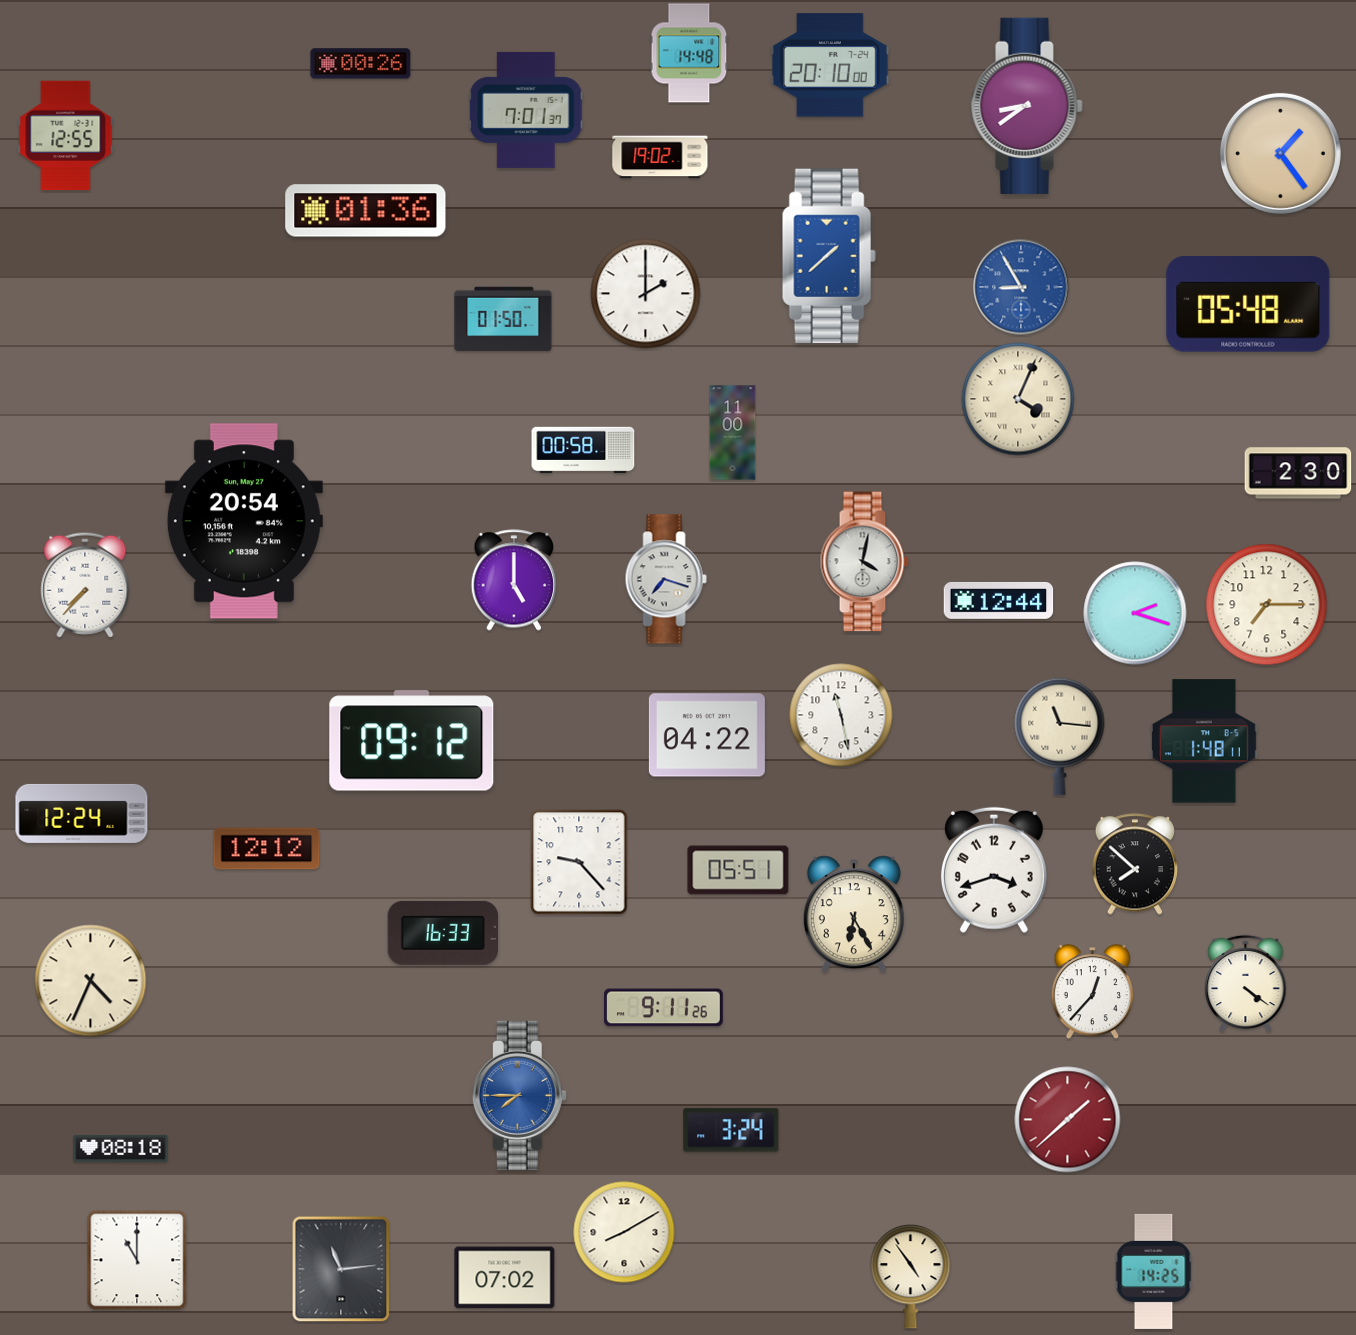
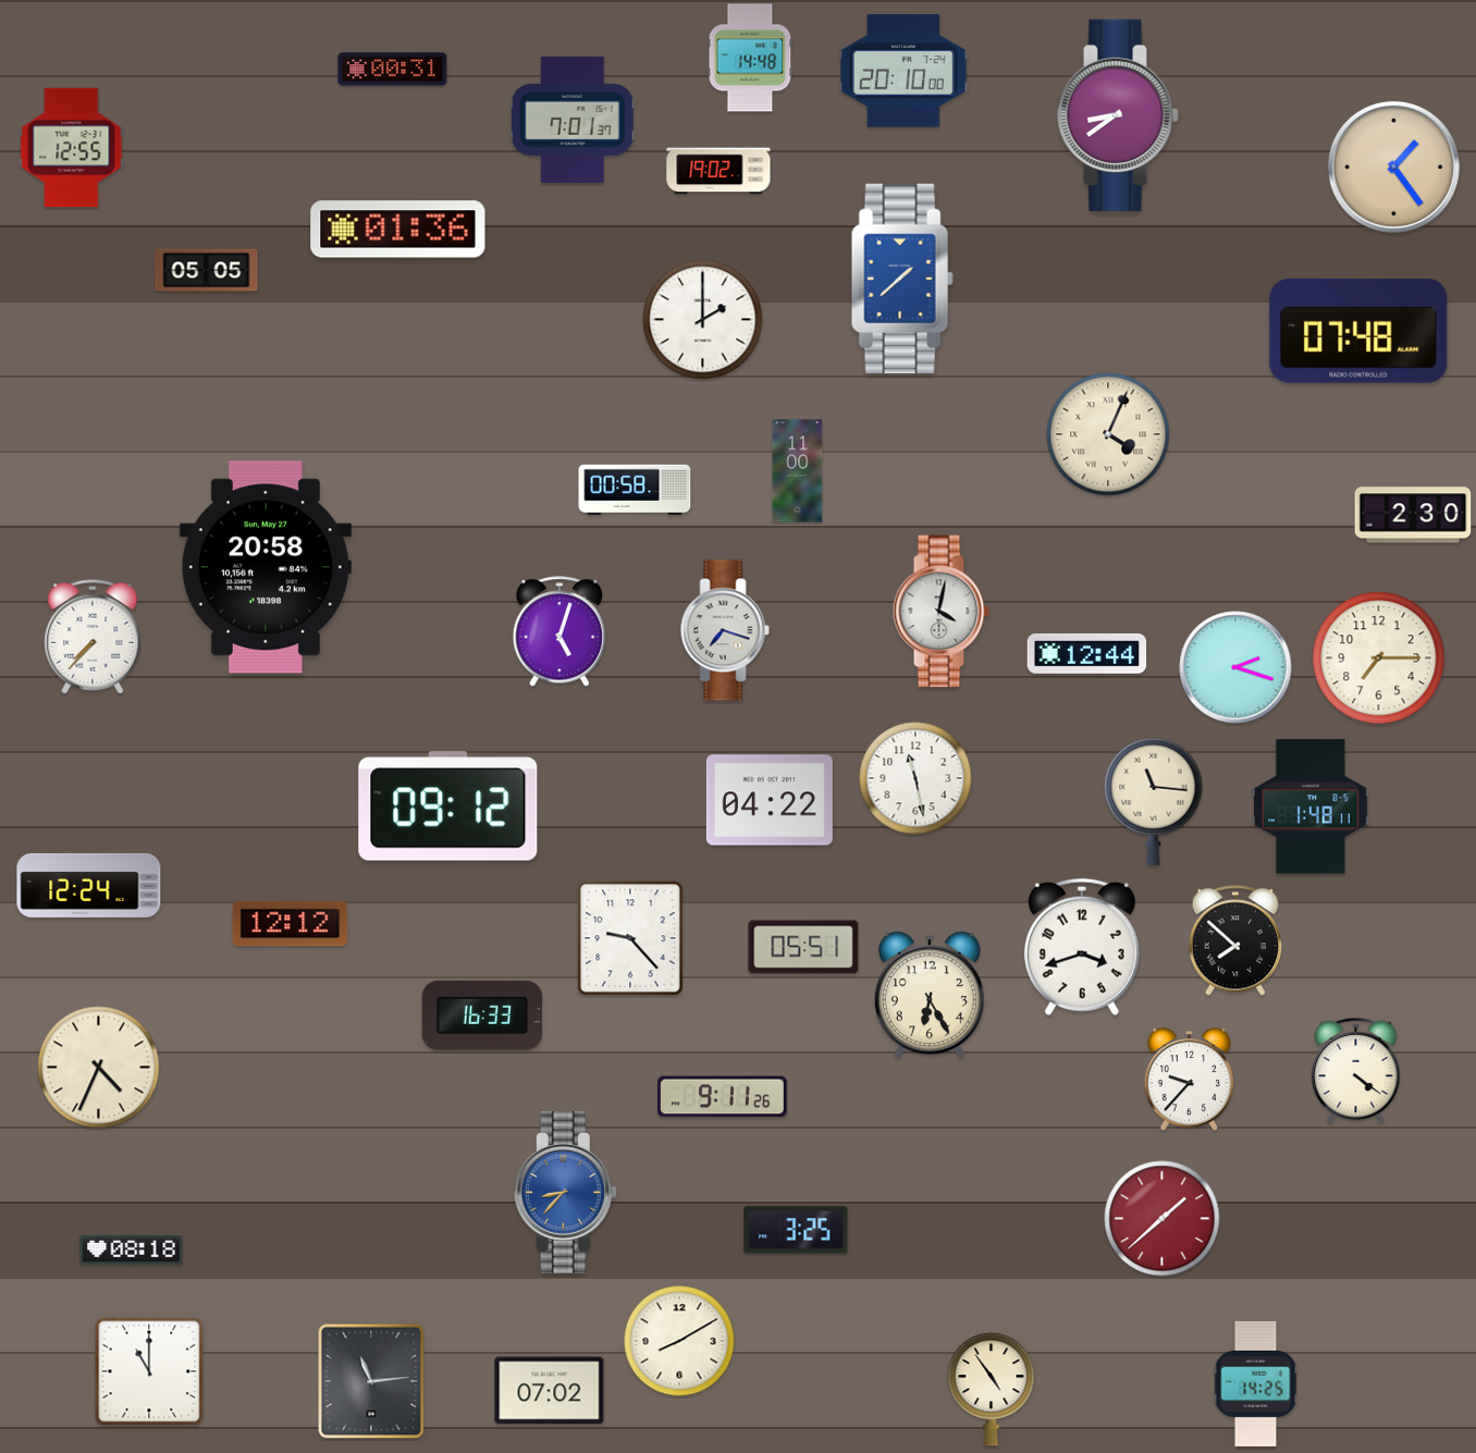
clock at (361, 64): 00:26 -> 00:31
clock at (207, 271): none -> 05:05
clock at (1021, 287): 8:55 -> none
clock at (1248, 304): 05:48 -> 07:48
clock at (503, 319): 01:50 -> none
clock at (244, 521): 20:54 -> 20:58
clock at (514, 580): 5:00 -> 5:03
clock at (1093, 992): 12:37 -> 9:37
clock at (519, 1095): 7:45 -> 8:37
clock at (731, 1130): 3:24 -> 3:25
